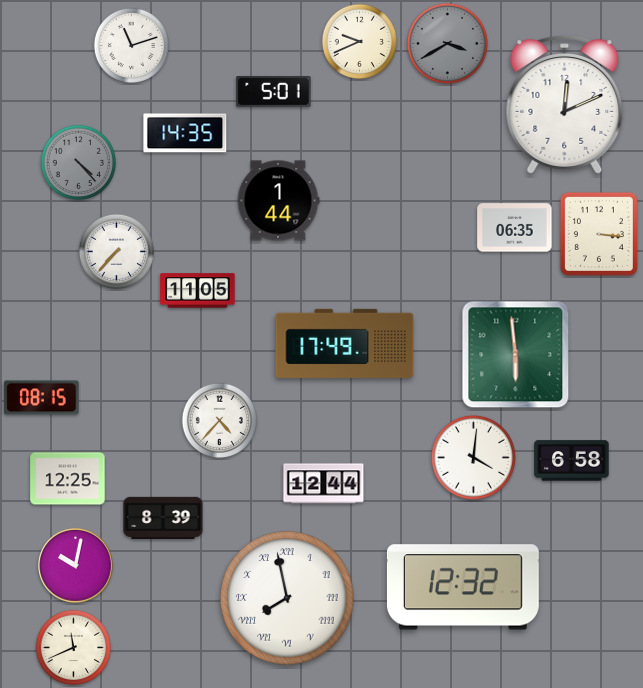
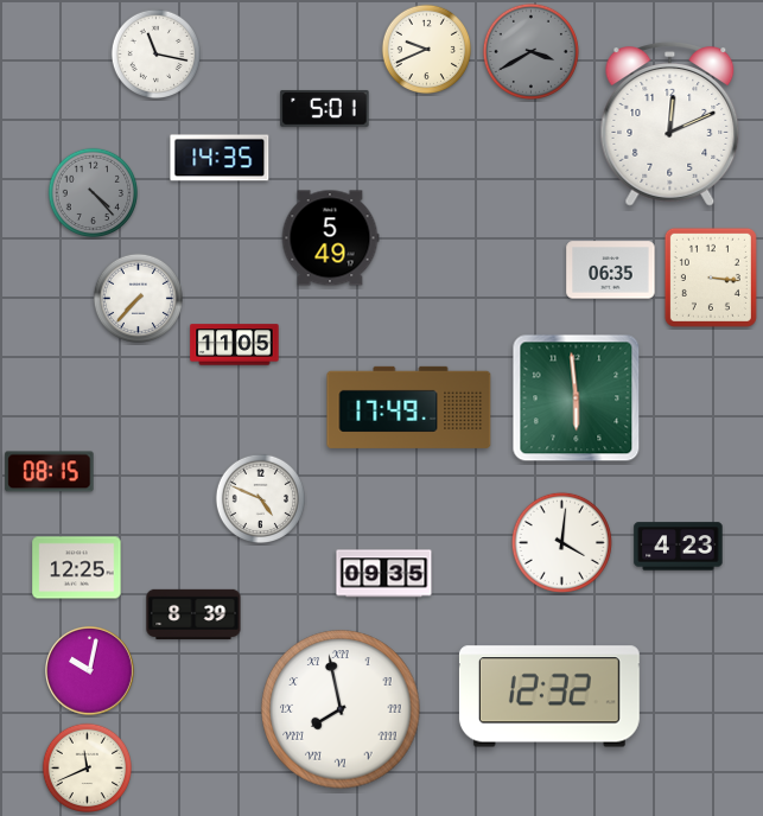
clock at (131, 45): 11:12 -> 11:17
clock at (278, 201): 1:44 -> 5:49
clock at (516, 355) position: (516, 355) -> (577, 399)
clock at (219, 420): 4:37 -> 4:49
clock at (572, 461): 6:58 -> 4:23
clock at (68, 479) position: (68, 479) -> (77, 568)
clock at (324, 484): 12:44 -> 09:35
